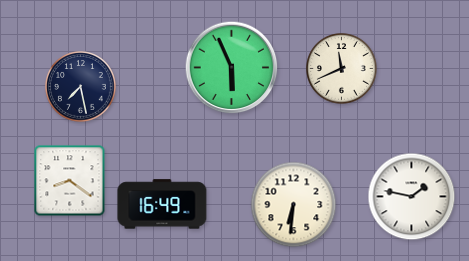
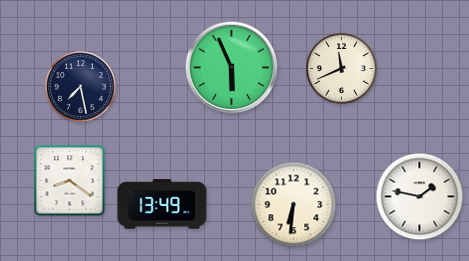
clock at (412, 197) position: (412, 197) -> (420, 197)
clock at (162, 204): 16:49 -> 13:49
